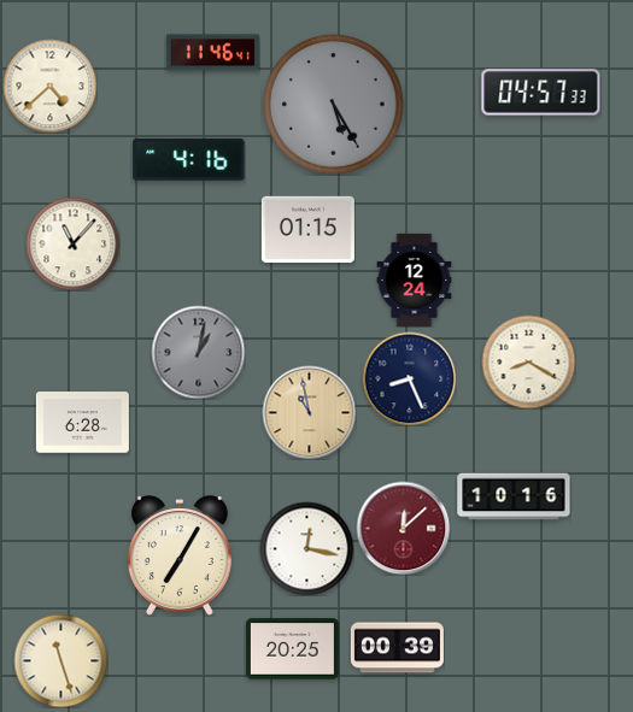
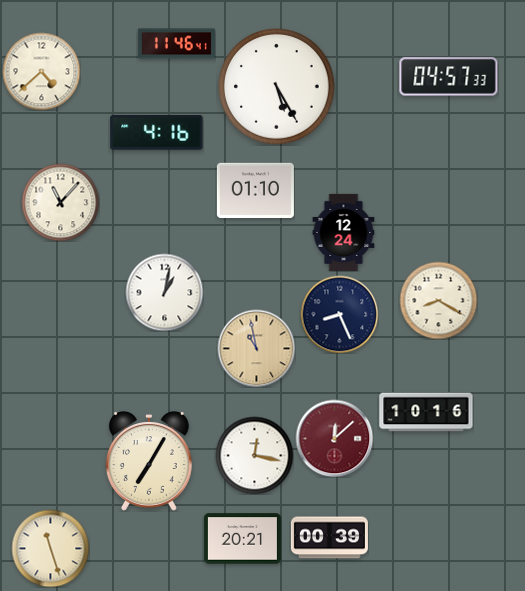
clock at (334, 105) dial: grey -> white
clock at (307, 229): 01:15 -> 01:10
clock at (198, 352) dial: grey -> white
clock at (309, 412) position: (309, 412) -> (256, 348)
clock at (82, 423): 6:28 -> none
clock at (292, 649): 20:25 -> 20:21
